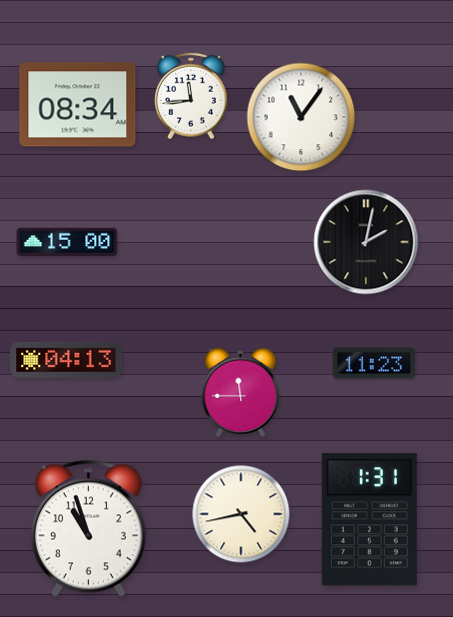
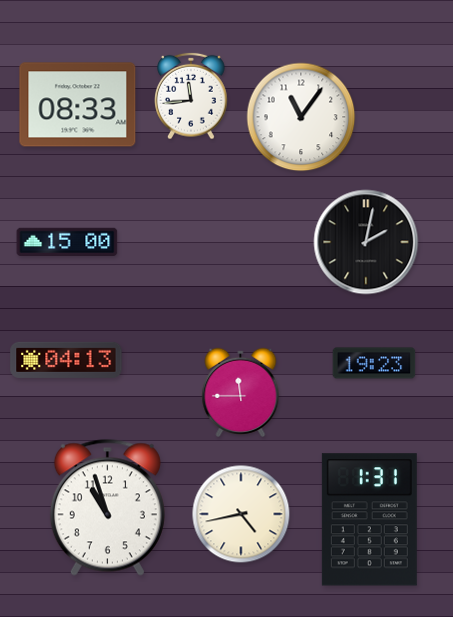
clock at (78, 105): 08:34 -> 08:33
clock at (374, 363): 11:23 -> 19:23
clock at (88, 528) position: (88, 528) -> (107, 507)
